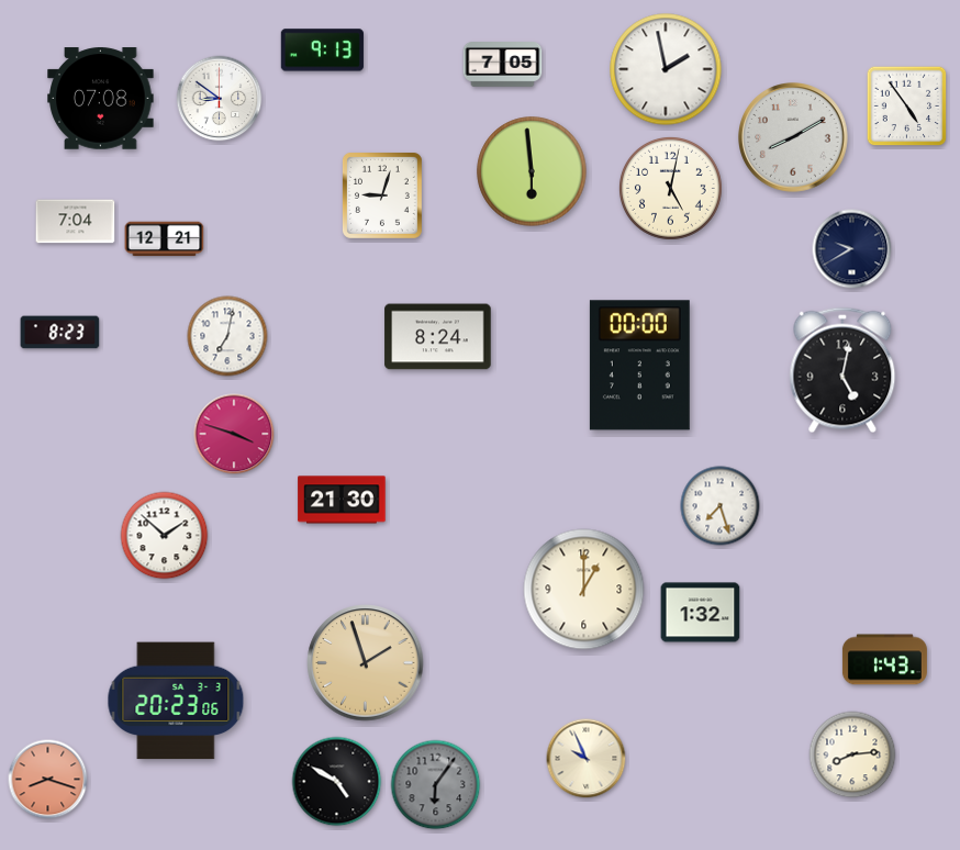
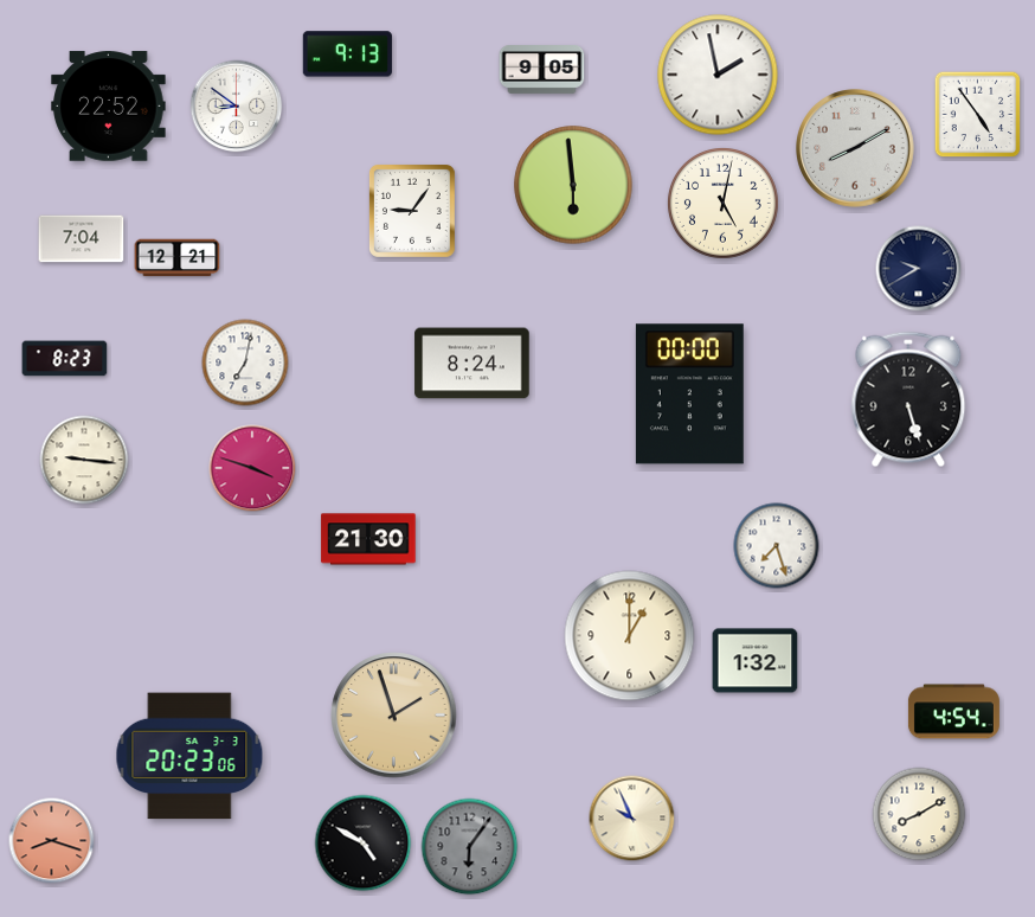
clock at (503, 65): 7:05 -> 9:05
clock at (101, 99): 07:08 -> 22:52
clock at (382, 195): 9:03 -> 9:06
clock at (842, 370): 5:02 -> 5:27
clock at (84, 460): none -> 9:16
clock at (165, 536): 1:52 -> none
clock at (884, 660): 1:43 -> 4:54
clock at (852, 754): 8:14 -> 8:10
